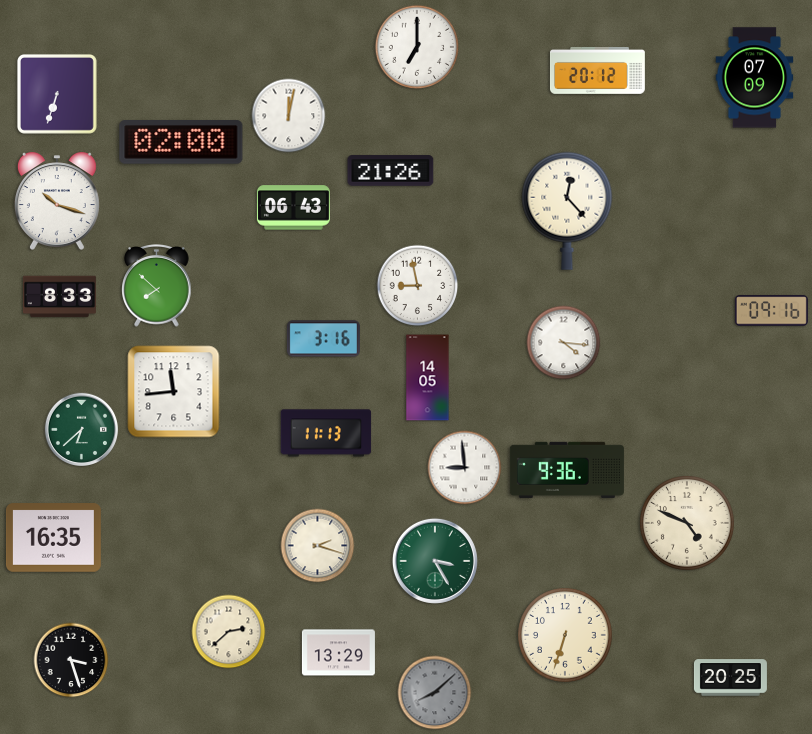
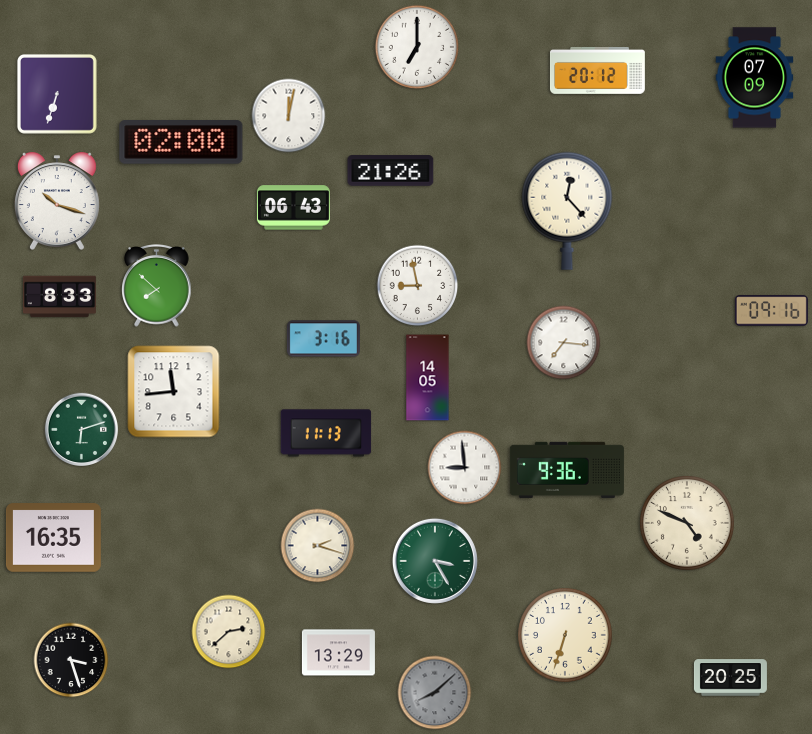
clock at (564, 343): 4:16 -> 7:16
clock at (81, 429): 6:38 -> 6:12
